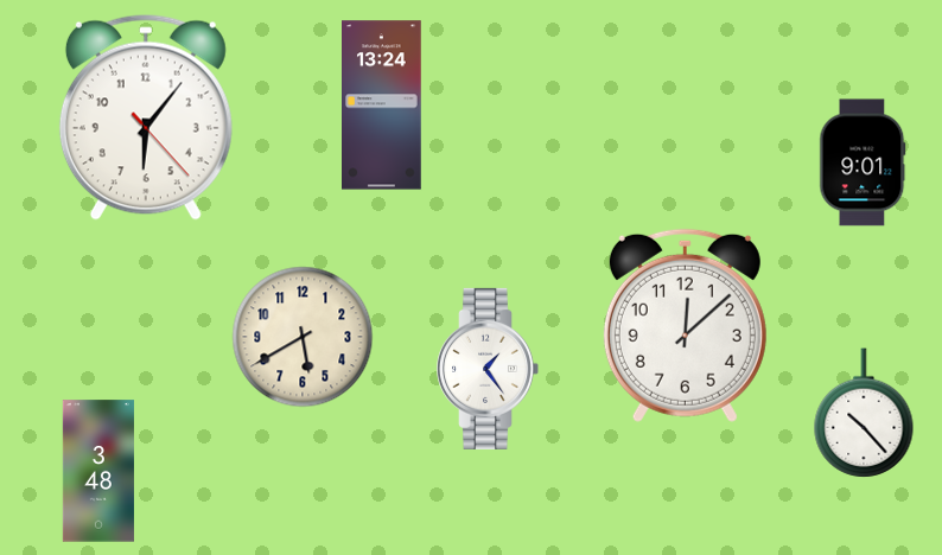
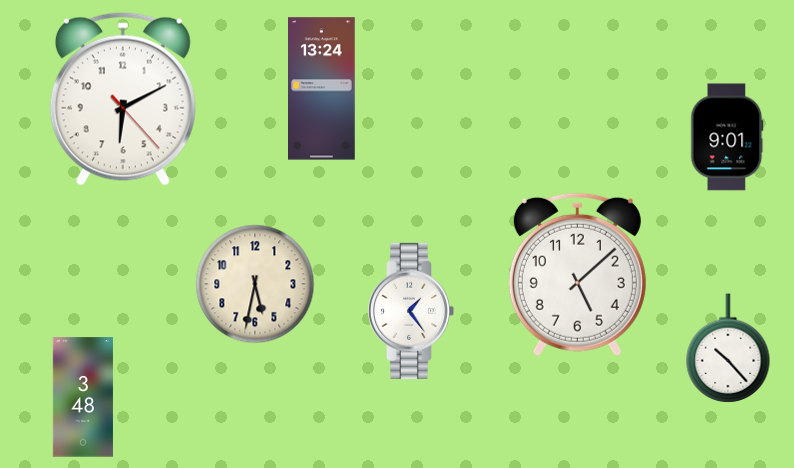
clock at (146, 117): 6:06 -> 6:10
clock at (685, 325): 12:08 -> 5:08
clock at (303, 337): 5:40 -> 5:32
